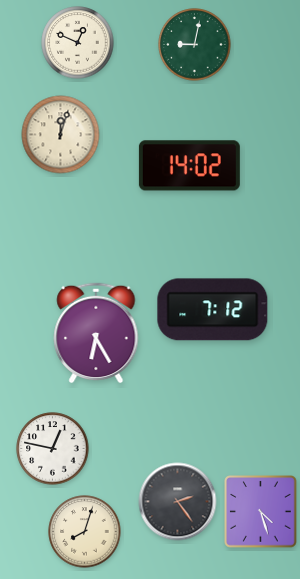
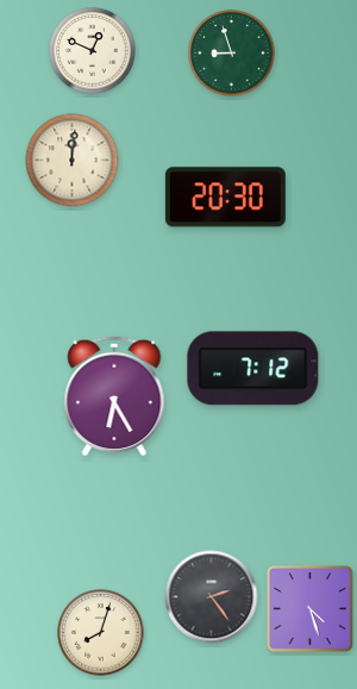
clock at (195, 45): 9:02 -> 8:57
clock at (61, 135): 12:03 -> 12:01
clock at (189, 166): 14:02 -> 20:30
clock at (53, 449): 12:47 -> none
